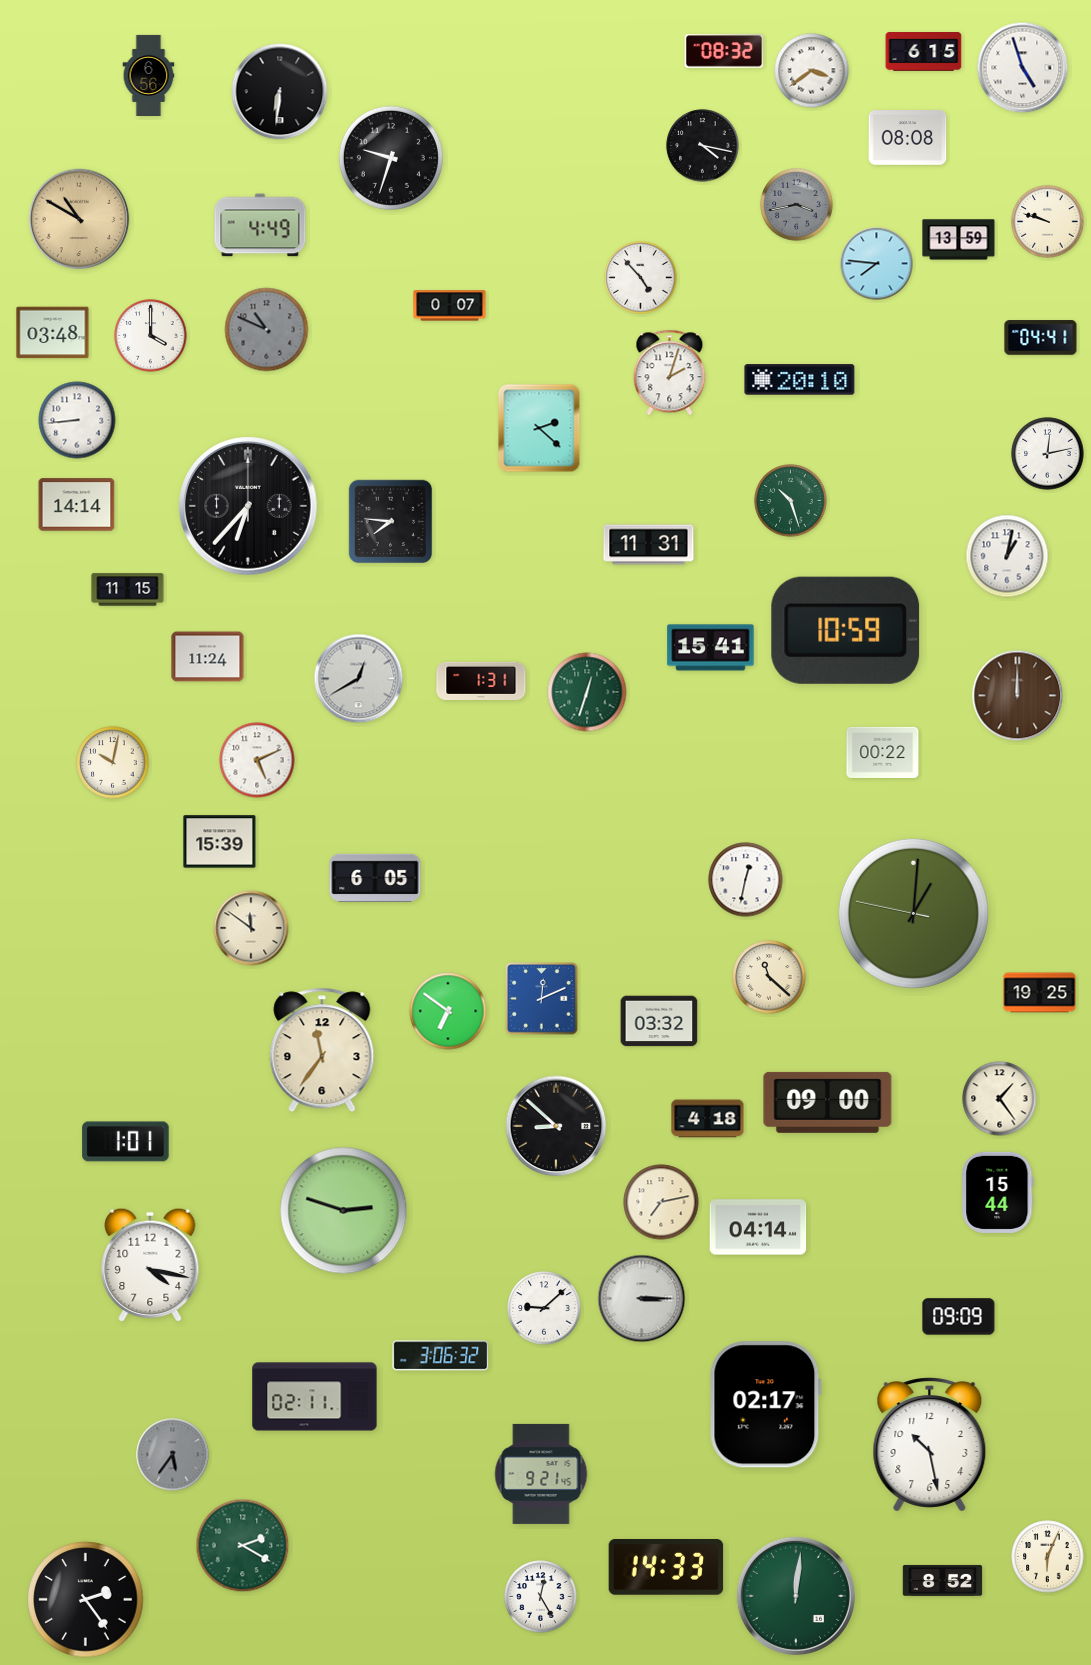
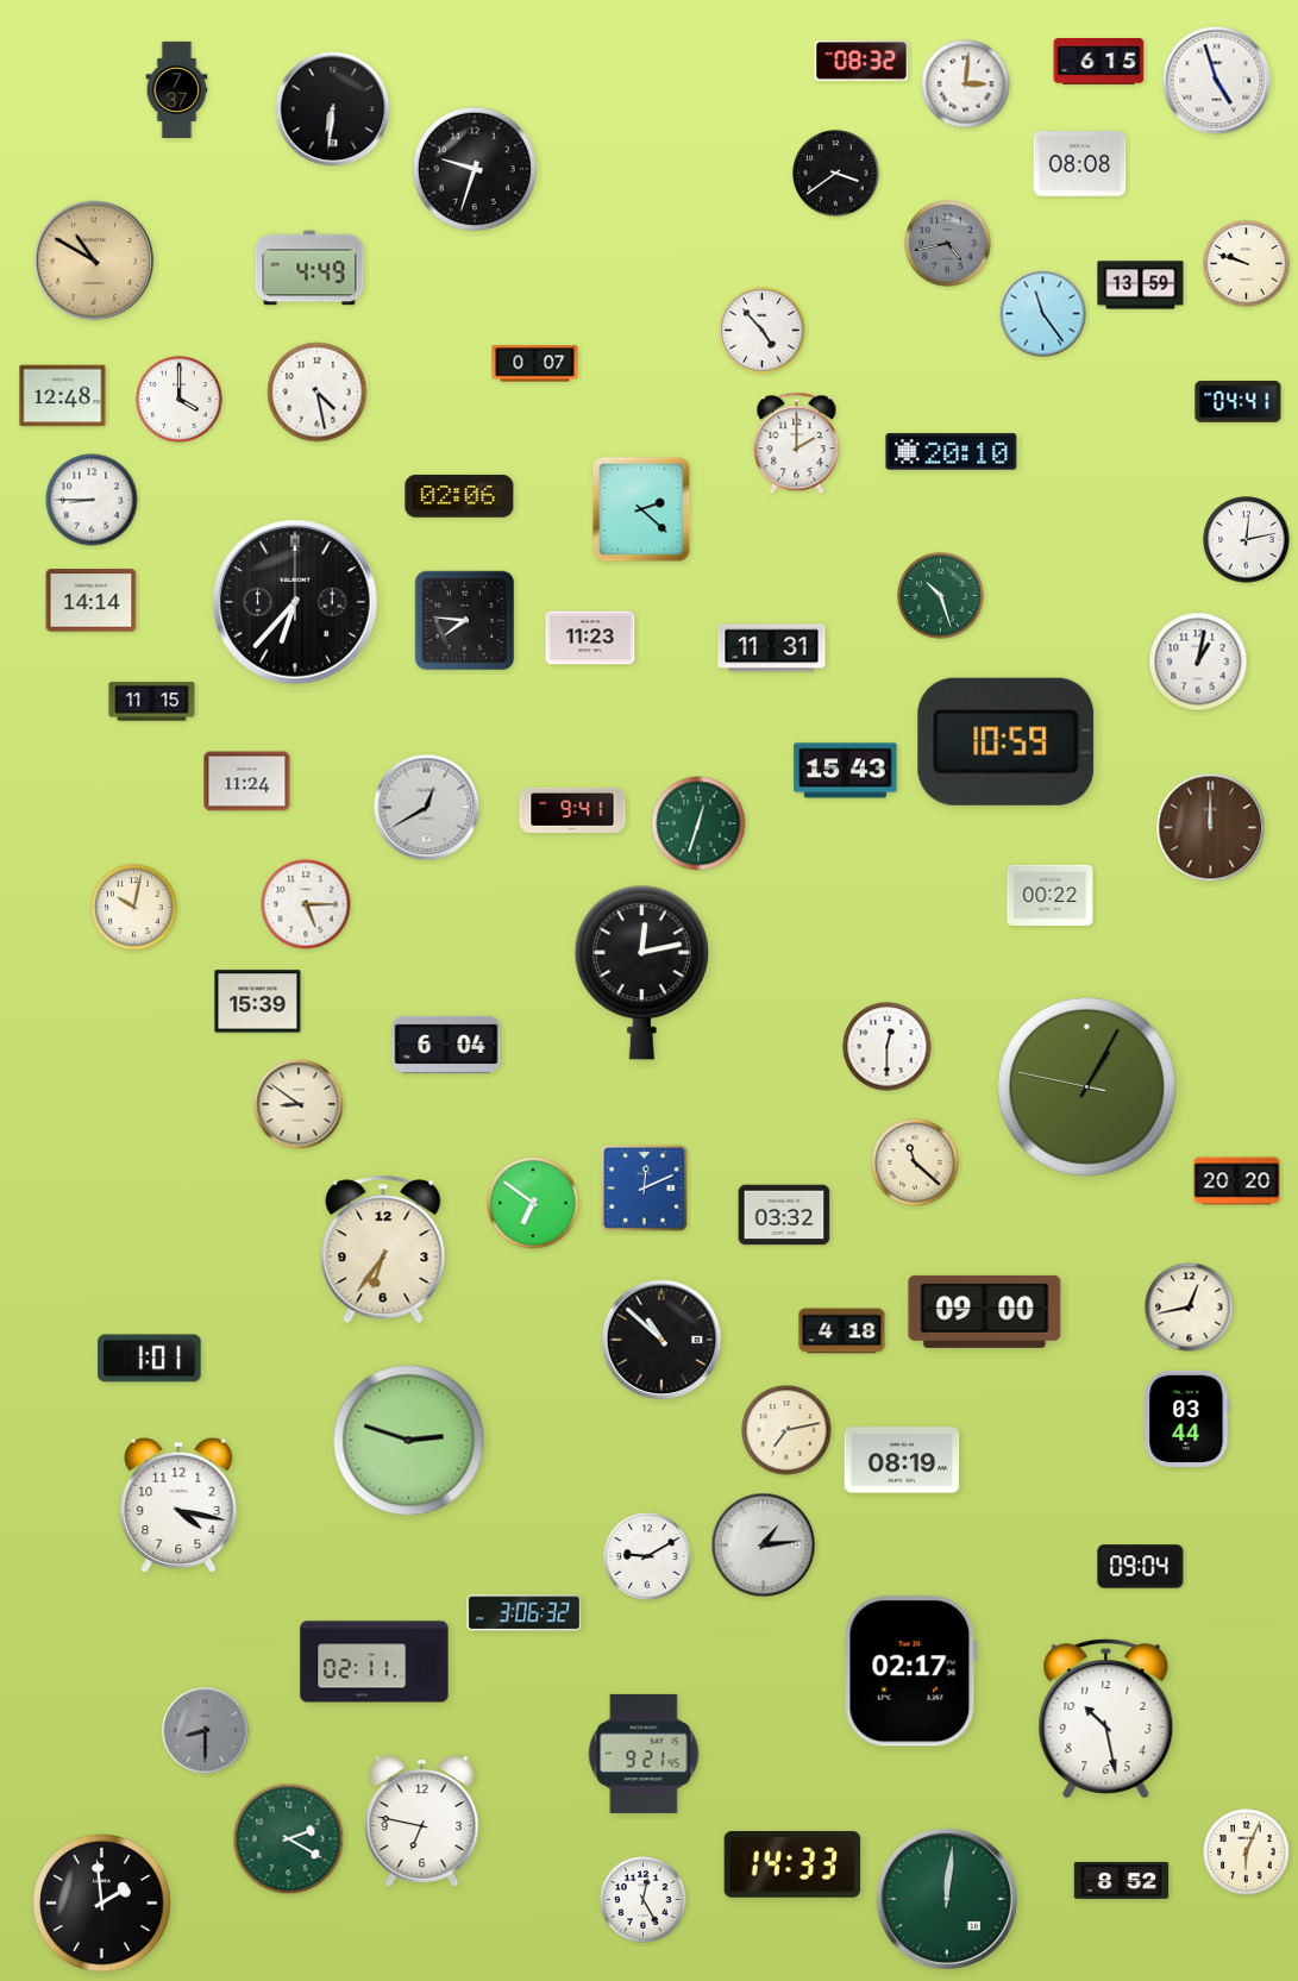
clock at (812, 71): 3:39 -> 3:01
clock at (149, 75): 6:56 -> 7:37
clock at (703, 146): 4:17 -> 3:39
clock at (391, 158) position: (391, 158) -> (475, 169)
clock at (797, 205): 3:43 -> 4:43
clock at (877, 264): 7:46 -> 11:24
clock at (267, 330): 10:49 -> 4:28
clock at (267, 330) dial: grey -> white
clock at (53, 333): 03:48 -> 12:48
clock at (670, 373): 2:03 -> 2:00
clock at (459, 496): none -> 02:06
clock at (77, 420): 8:44 -> 8:45
clock at (590, 638): none -> 11:23
clock at (846, 630) position: (846, 630) -> (1007, 741)
clock at (711, 648): 15:41 -> 15:43
clock at (481, 681): 1:31 -> 9:41
clock at (257, 760): 5:11 -> 5:15
clock at (641, 973): none -> 12:13
clock at (220, 842) position: (220, 842) -> (258, 1002)
clock at (375, 878): 6:05 -> 6:04
clock at (746, 880): 12:32 -> 12:30
clock at (913, 913): 1:00 -> 1:04
clock at (251, 928): 11:51 -> 8:51
clock at (1040, 993): 19:25 -> 20:20
clock at (322, 1050): 11:36 -> 6:36
clock at (1000, 1099): 1:24 -> 12:43
clock at (556, 1126): 8:52 -> 10:52
clock at (998, 1192): 15:44 -> 03:44
clock at (758, 1227): 04:14 -> 08:19
clock at (642, 1299): 3:15 -> 1:14
clock at (544, 1308): 9:08 -> 9:10
clock at (959, 1317): 09:09 -> 09:04
clock at (173, 1455): 5:36 -> 8:30
clock at (422, 1822): none -> 6:47
clock at (86, 1600): 2:24 -> 1:59
